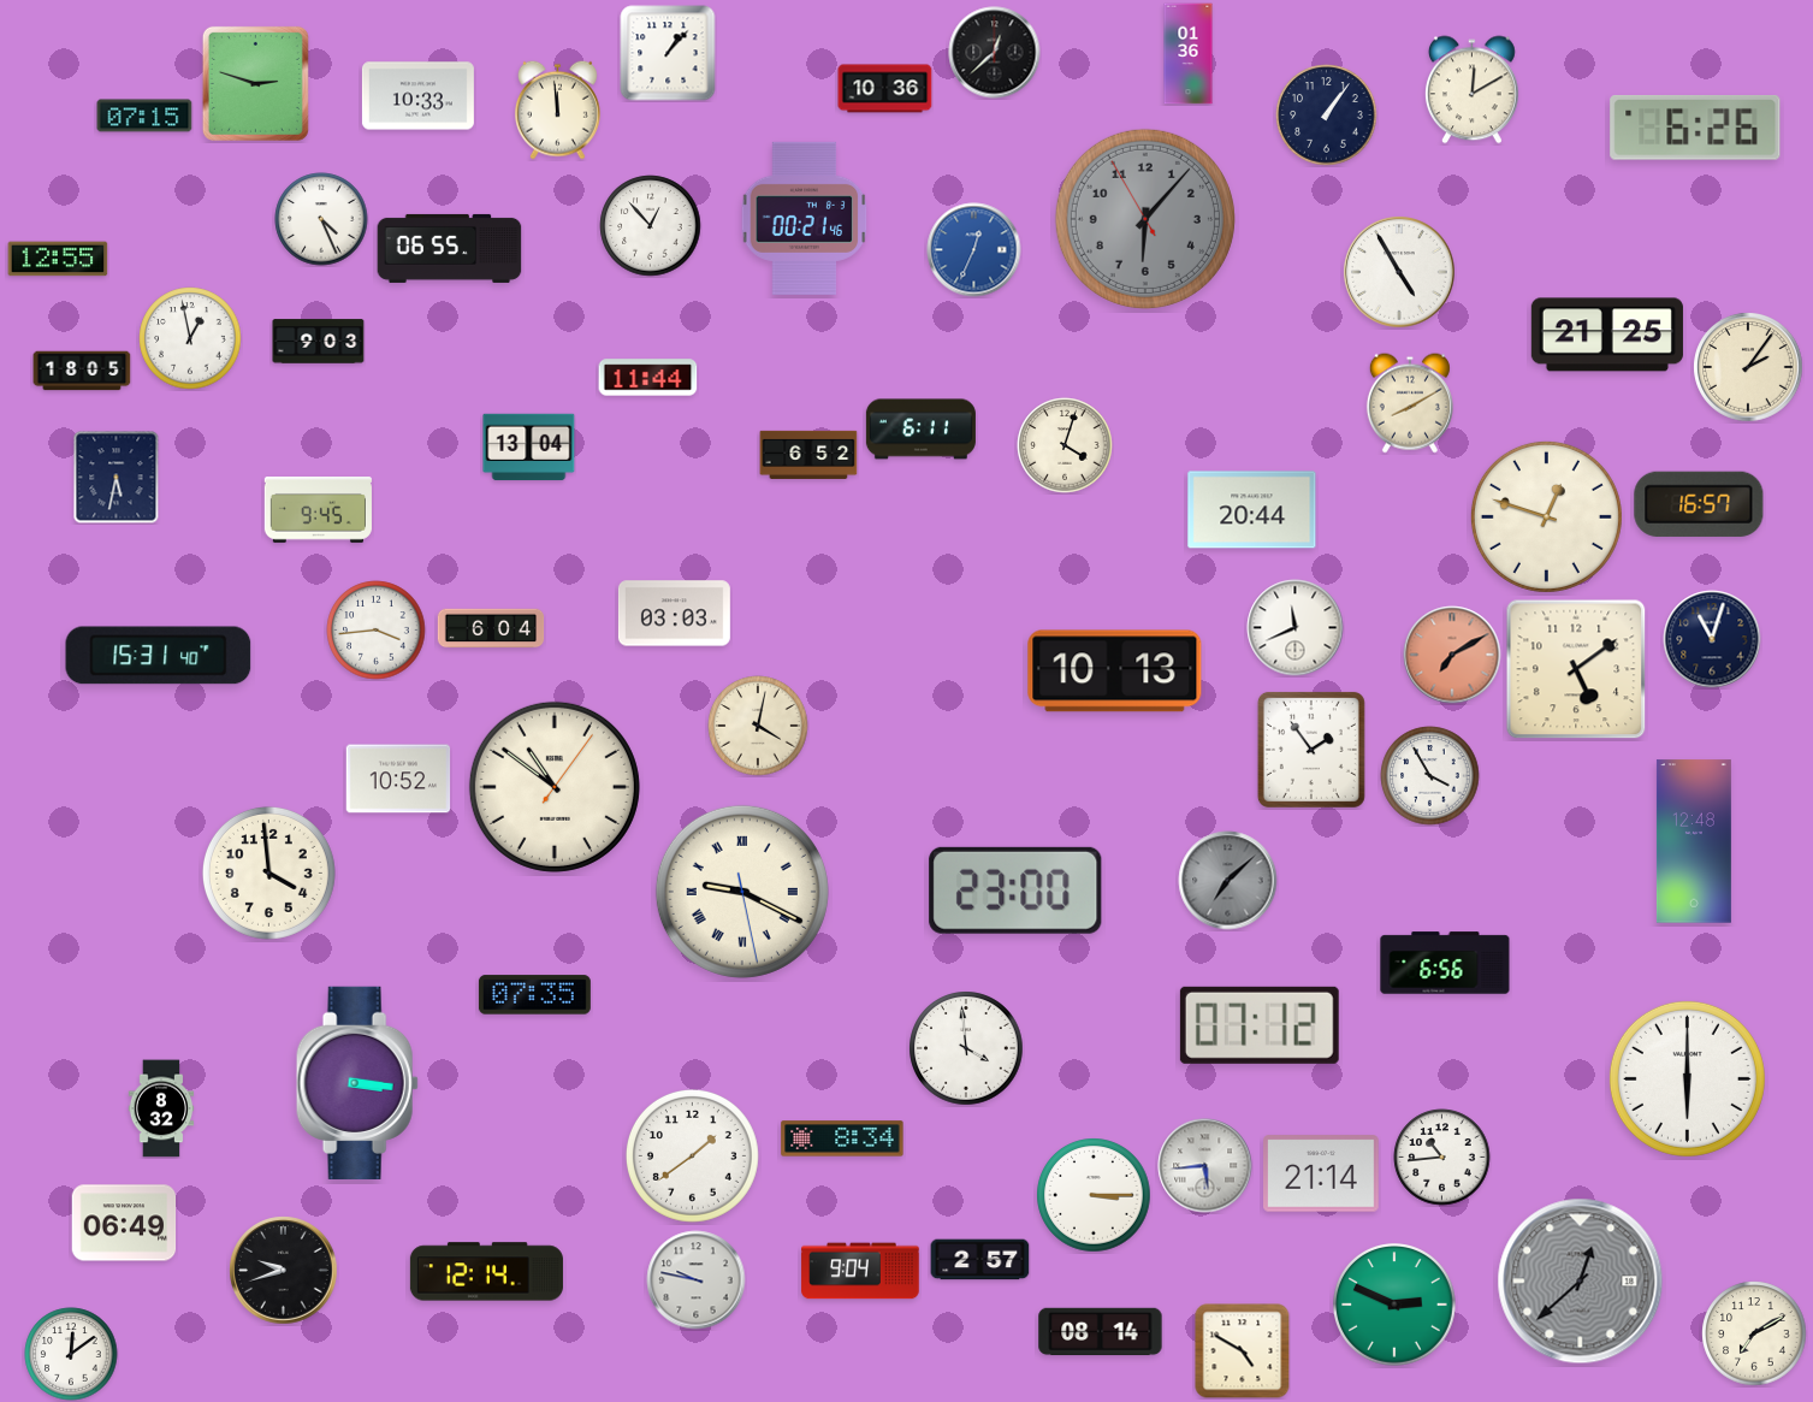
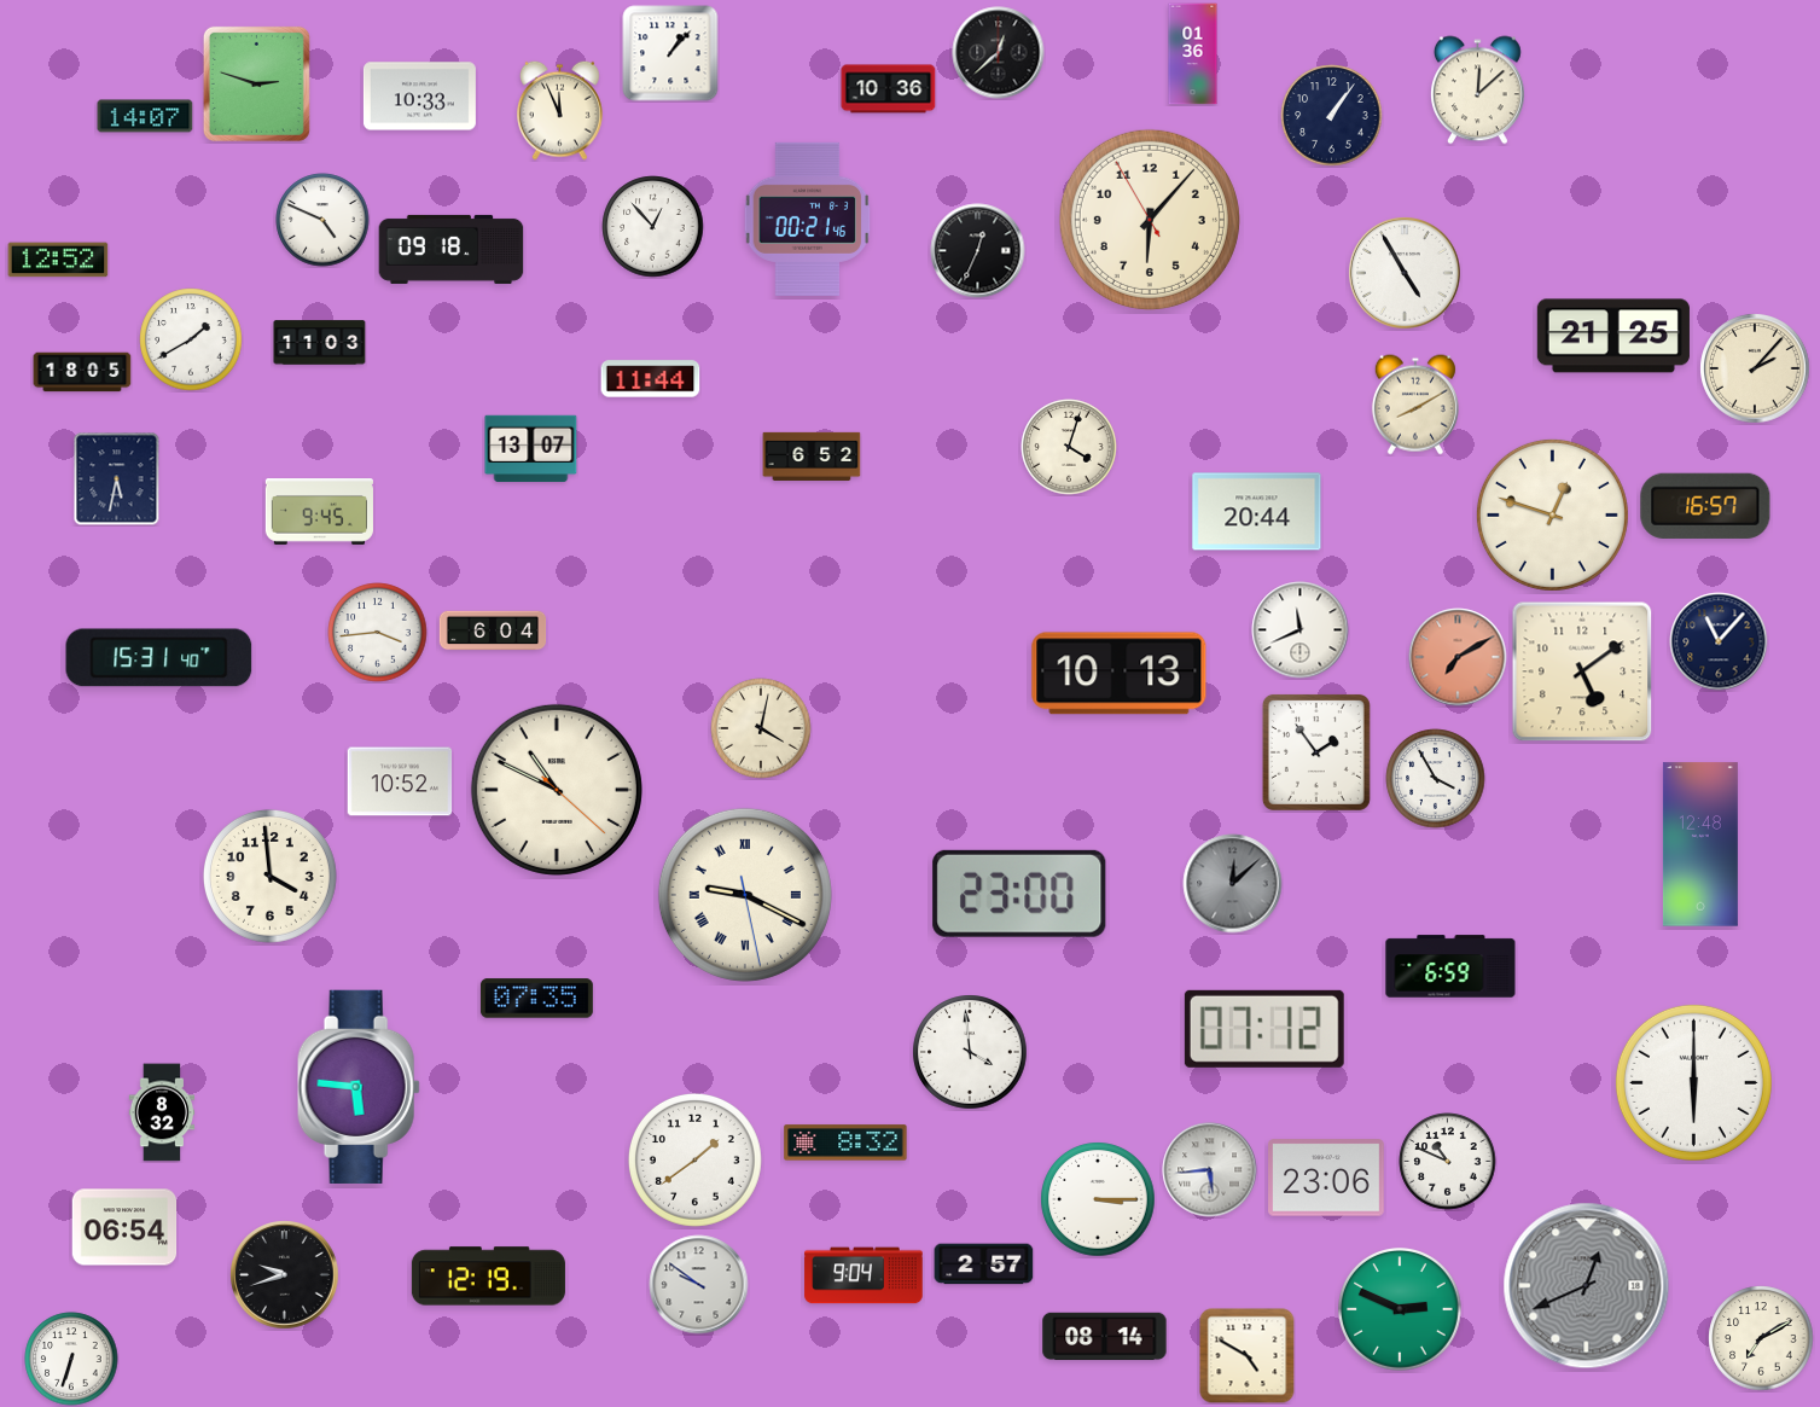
clock at (1473, 90): 12:10 -> 12:08
clock at (557, 110): 11:59 -> 11:56
clock at (144, 116): 07:15 -> 14:07
clock at (1695, 128): 6:26 -> none
clock at (321, 219): 4:26 -> 4:49
clock at (1145, 219) dial: grey -> cream
clock at (450, 248): 06:55 -> 09:18
clock at (974, 250) dial: blue -> black
clock at (58, 259): 12:55 -> 12:52
clock at (190, 338): 12:58 -> 1:40
clock at (319, 342): 9:03 -> 11:03
clock at (1748, 367): 2:06 -> 2:07
clock at (920, 430): 6:11 -> none
clock at (529, 448): 13:04 -> 13:07
clock at (1546, 516) position: (1546, 516) -> (1552, 514)
clock at (674, 614): 03:03 -> none
clock at (1712, 639): 11:03 -> 11:07
clock at (555, 787): 10:51 -> 10:49
clock at (1228, 881): 7:08 -> 12:08
clock at (1445, 963): 6:56 -> 6:59
clock at (357, 1083): 3:16 -> 5:46
clock at (842, 1138): 8:34 -> 8:32
clock at (1442, 1158): 10:44 -> 10:49
clock at (1322, 1173): 21:14 -> 23:06
clock at (124, 1223): 06:49 -> 06:54
clock at (486, 1272): 12:14 -> 12:19
clock at (697, 1280): 9:47 -> 9:51
clock at (1581, 1282): 12:38 -> 12:41
clock at (71, 1354): 12:09 -> 6:33
